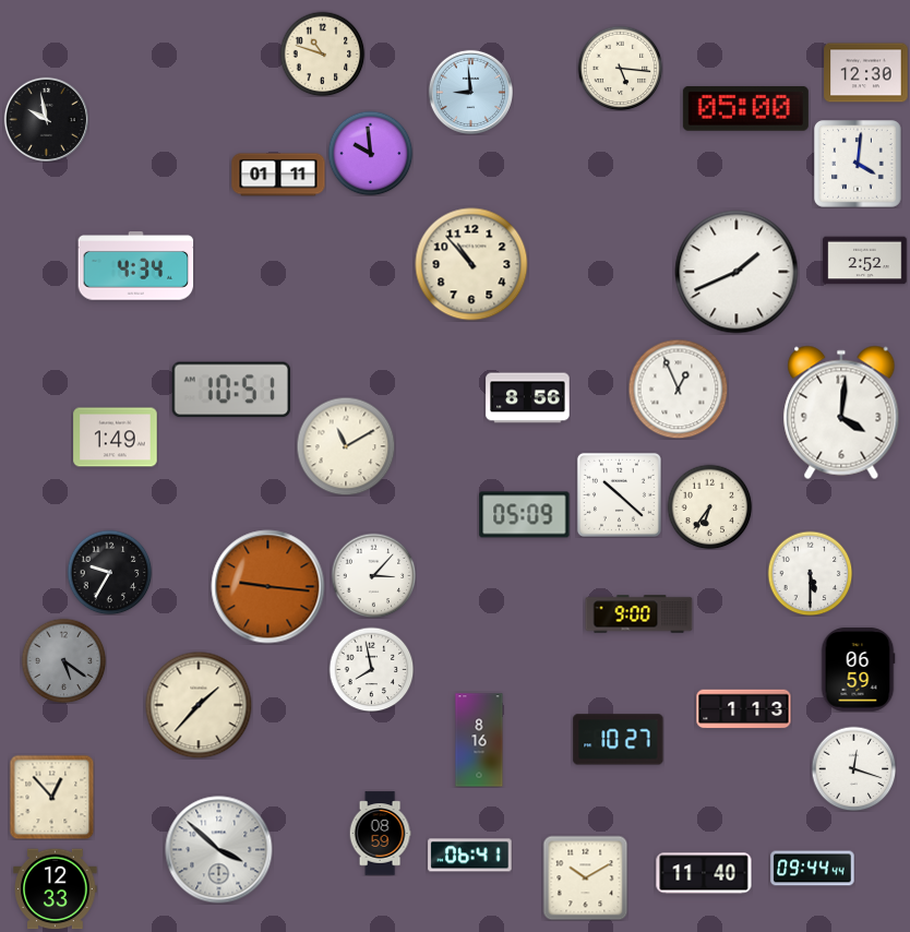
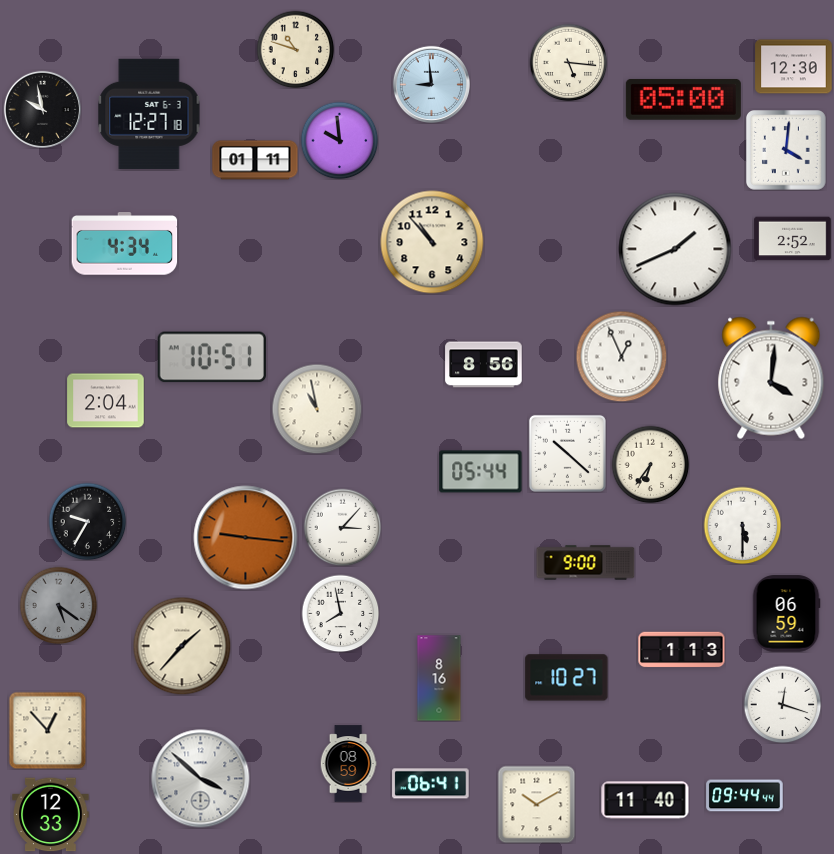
clock at (149, 114): none -> 12:27
clock at (116, 438): 1:49 -> 2:04
clock at (346, 446): 11:10 -> 10:58
clock at (525, 515): 05:09 -> 05:44
clock at (109, 572) position: (109, 572) -> (87, 521)
